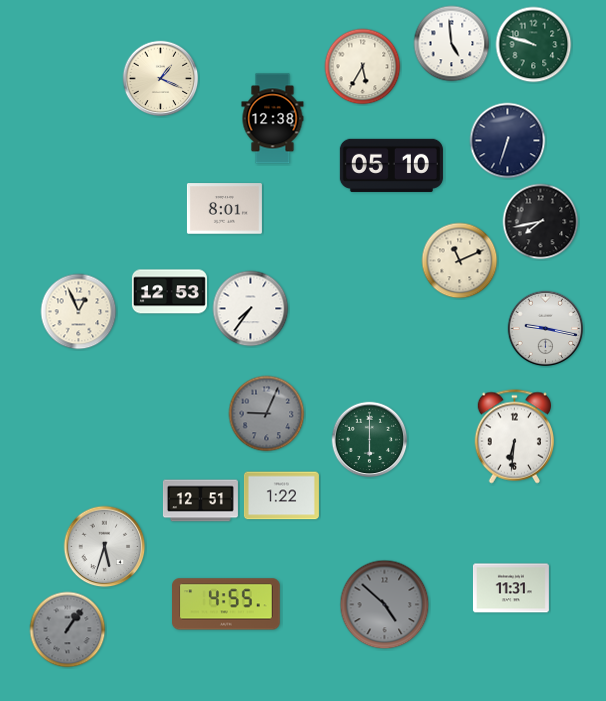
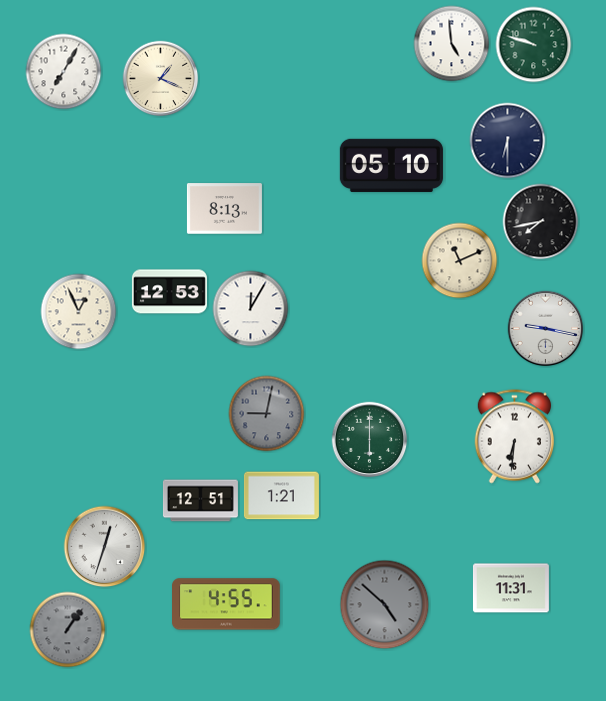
clock at (363, 67): 5:35 -> none
clock at (64, 72): none -> 7:05
clock at (273, 119): 12:38 -> none
clock at (508, 141): 6:33 -> 6:30
clock at (224, 209): 8:01 -> 8:13
clock at (251, 309): 7:36 -> 12:05
clock at (267, 414): 9:04 -> 9:02
clock at (281, 496): 1:22 -> 1:21
clock at (105, 547): 5:33 -> 12:33
